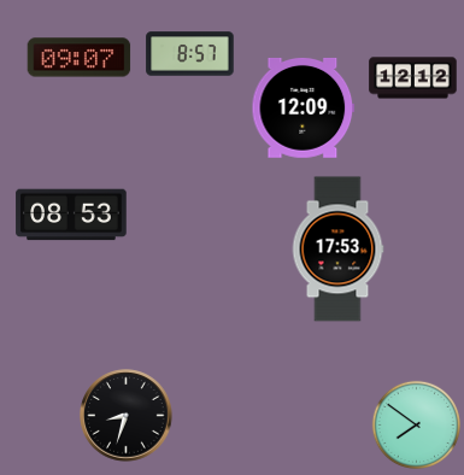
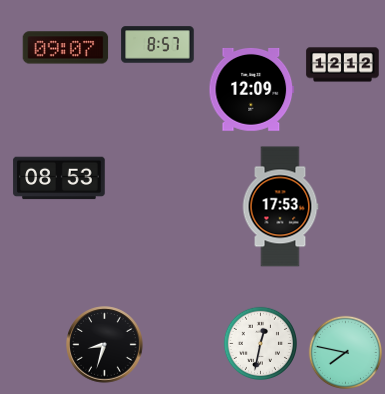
clock at (260, 343): none -> 12:32
clock at (416, 424): 7:51 -> 7:47
